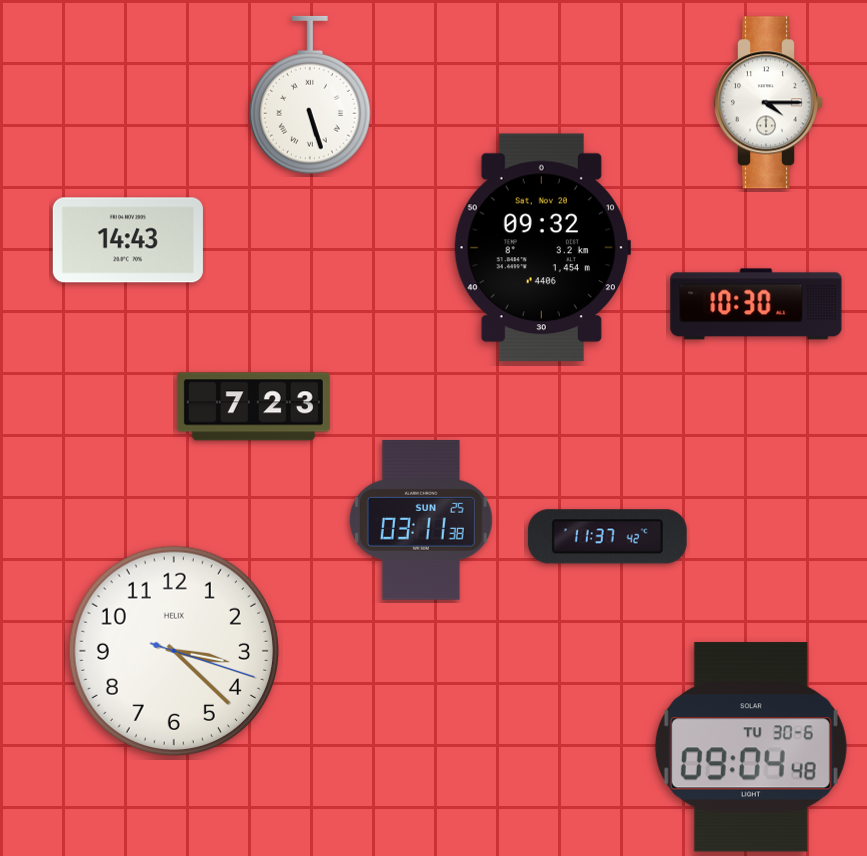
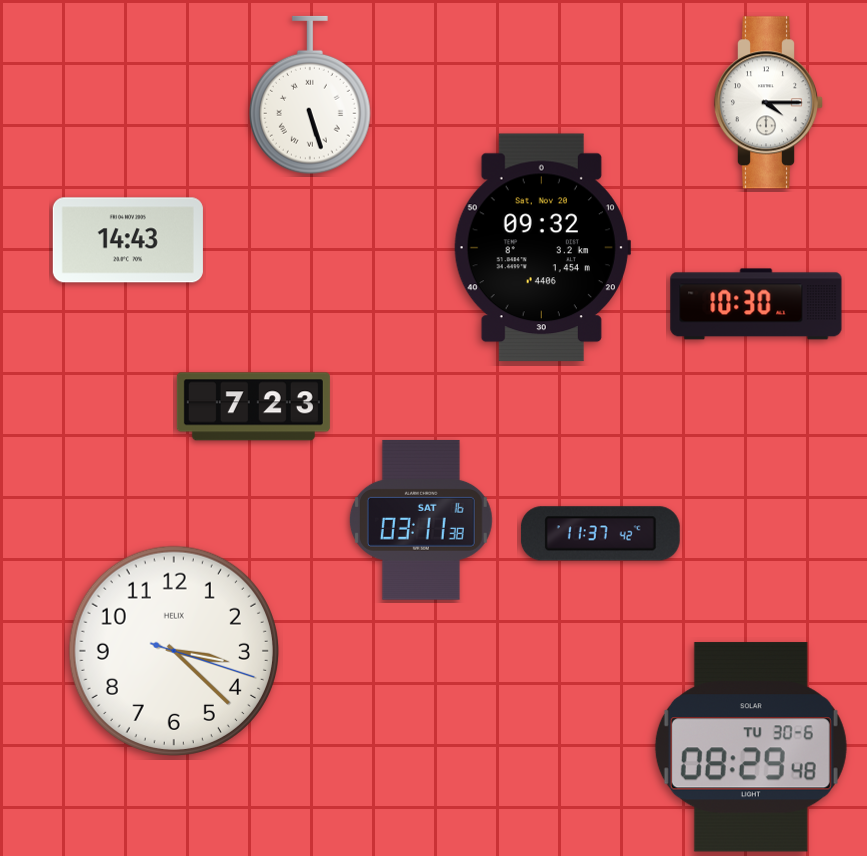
clock at (421, 520) date: SUN 25 -> SAT 16
clock at (607, 537) position: (607, 537) -> (600, 534)
clock at (751, 747): 09:04 -> 08:29
